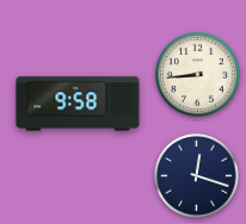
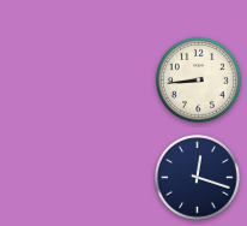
clock at (198, 75) position: (198, 75) -> (199, 81)
clock at (78, 104): 9:58 -> none
